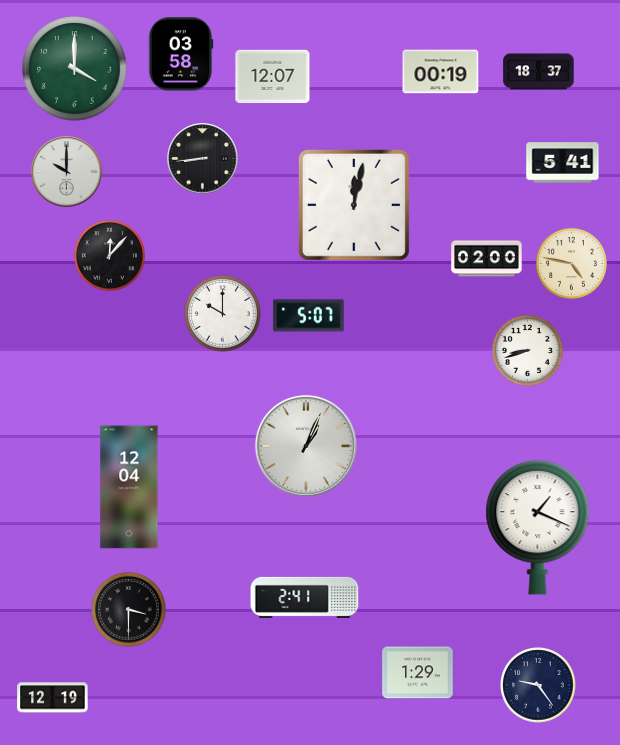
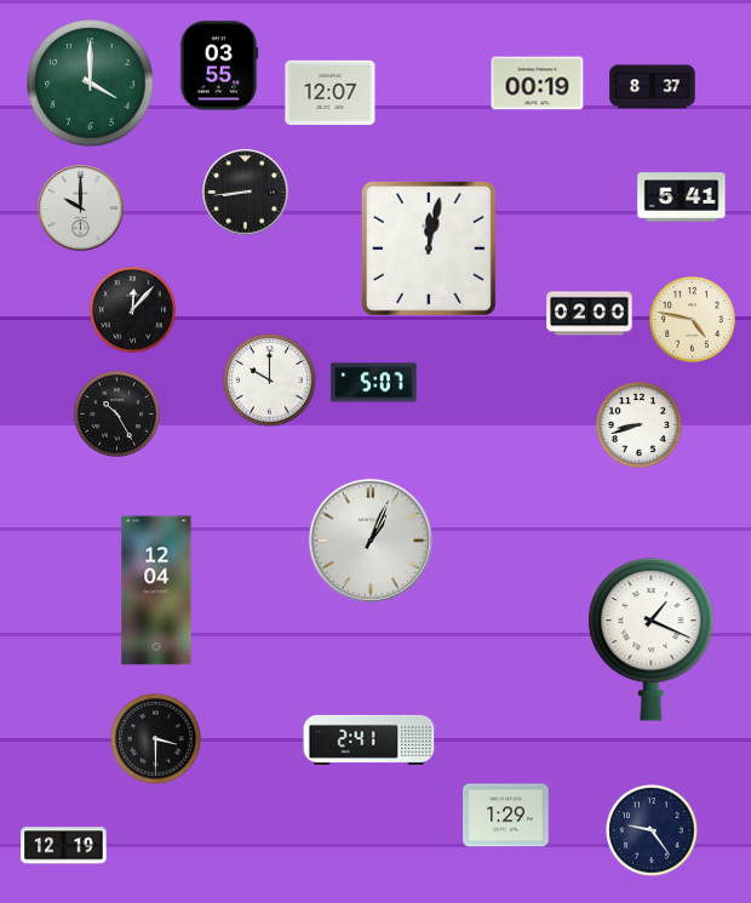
clock at (181, 54): 03:58 -> 03:55
clock at (441, 72) position: (441, 72) -> (538, 84)
clock at (539, 72): 18:37 -> 8:37
clock at (116, 413): none -> 10:25
clock at (305, 597) position: (305, 597) -> (369, 739)
